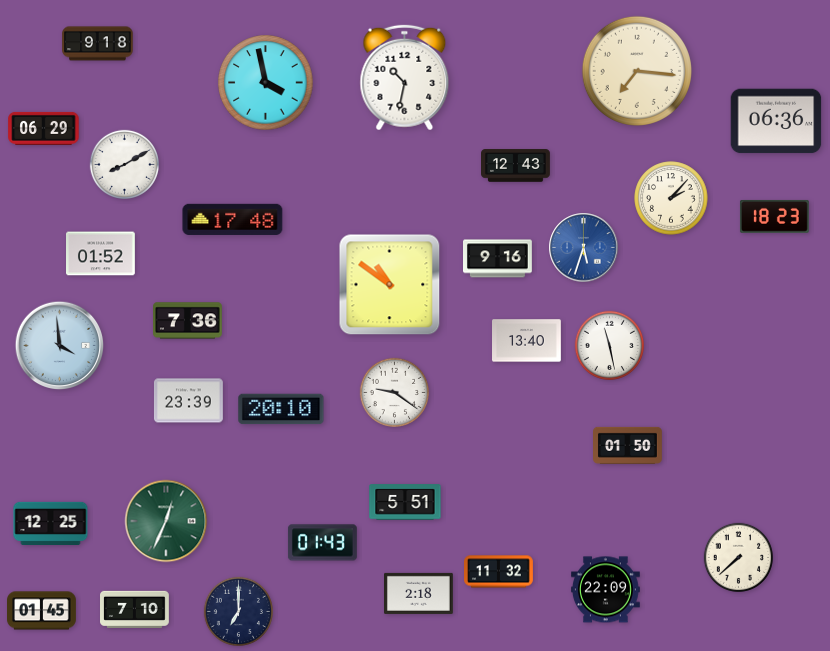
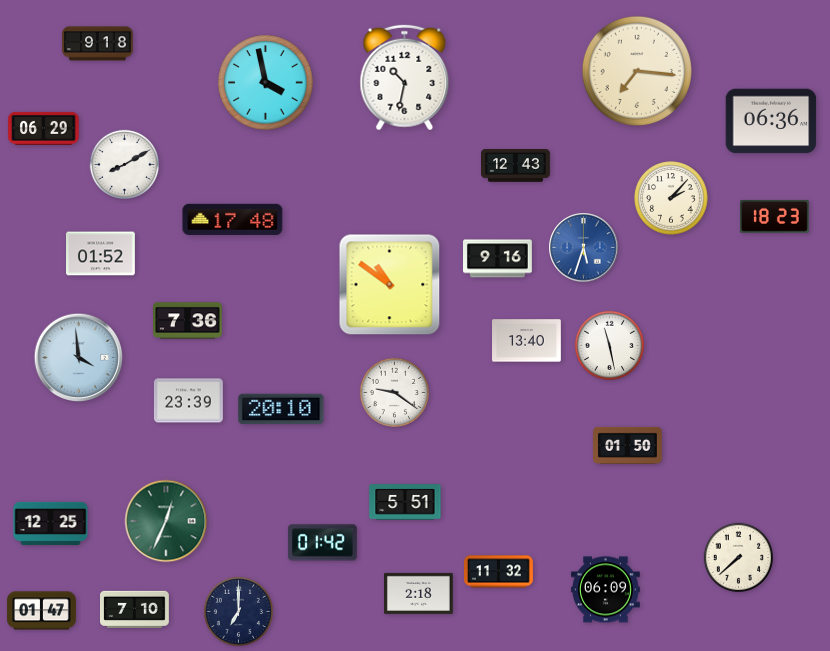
clock at (776, 121) position: (776, 121) -> (771, 121)
clock at (60, 346) position: (60, 346) -> (79, 358)
clock at (322, 543): 01:43 -> 01:42
clock at (605, 590): 22:09 -> 06:09
clock at (42, 611): 01:45 -> 01:47
